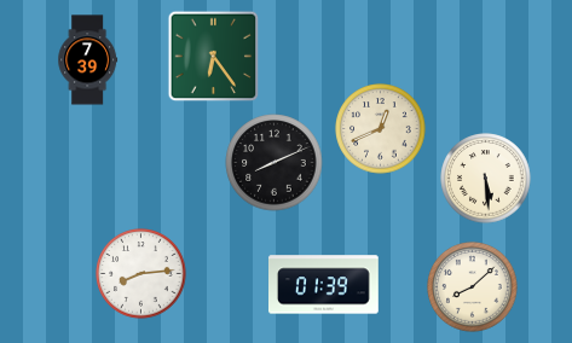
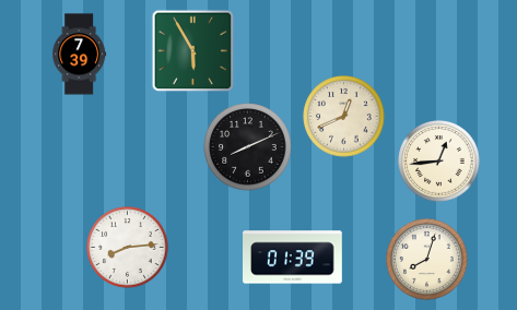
clock at (214, 57): 6:24 -> 5:55
clock at (486, 179): 5:29 -> 12:44
clock at (473, 287): 8:08 -> 8:03
